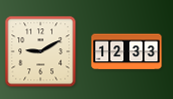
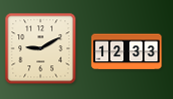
clock at (41, 52) position: (41, 52) -> (41, 49)
